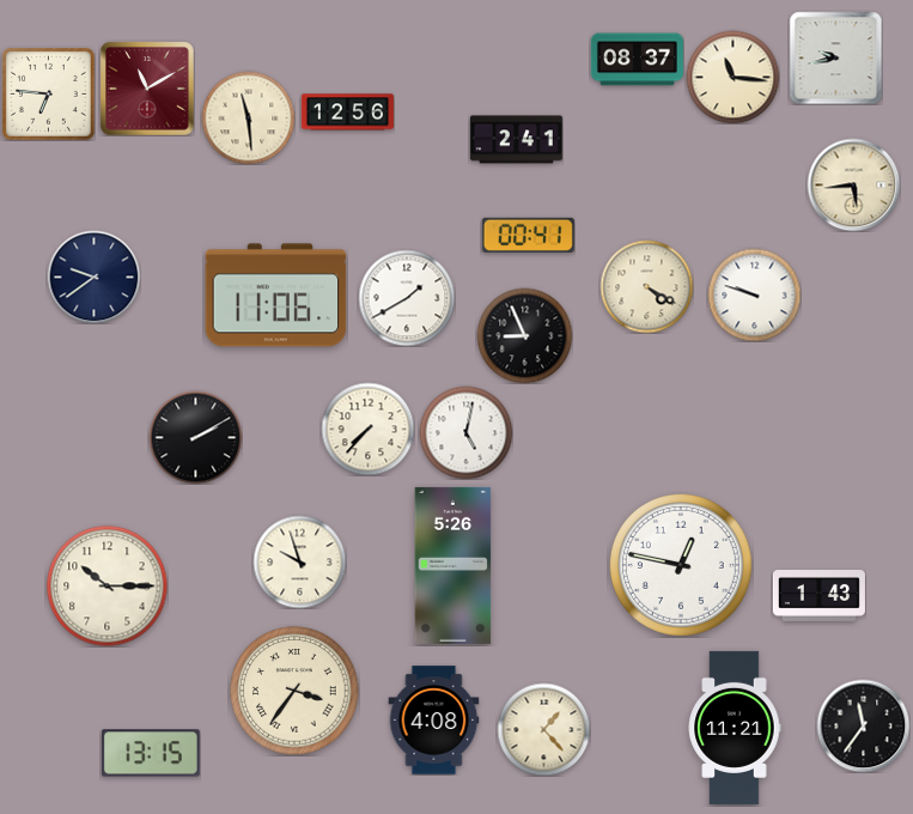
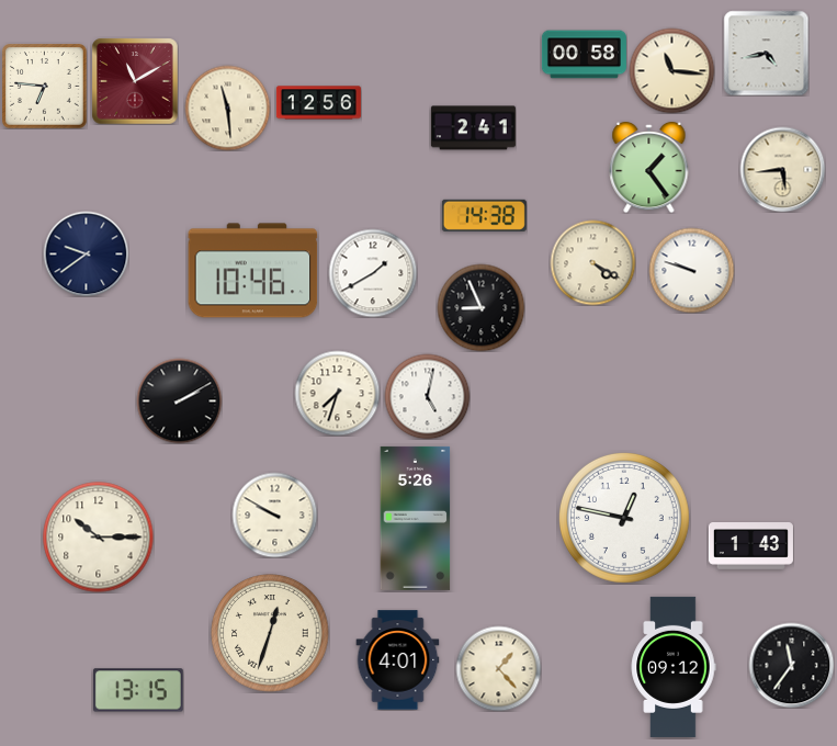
clock at (835, 57): 9:43 -> 4:43
clock at (637, 60): 08:37 -> 00:58
clock at (649, 167): none -> 1:24
clock at (528, 235): 00:41 -> 14:38
clock at (276, 296): 11:06 -> 10:46
clock at (367, 429): 7:37 -> 7:33
clock at (299, 561): 9:57 -> 9:50
clock at (294, 691): 3:36 -> 12:33
clock at (434, 721): 4:08 -> 4:01
clock at (735, 728): 11:21 -> 09:12
